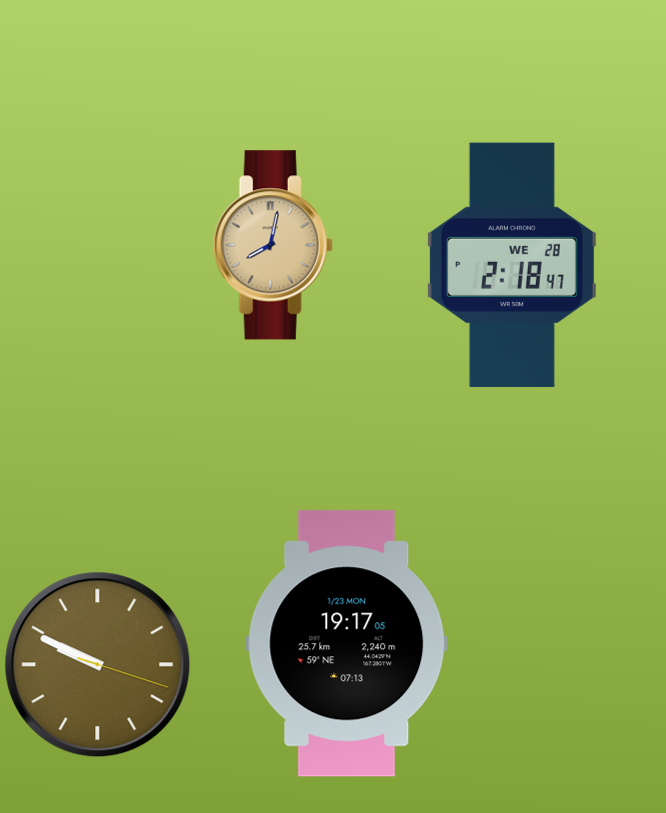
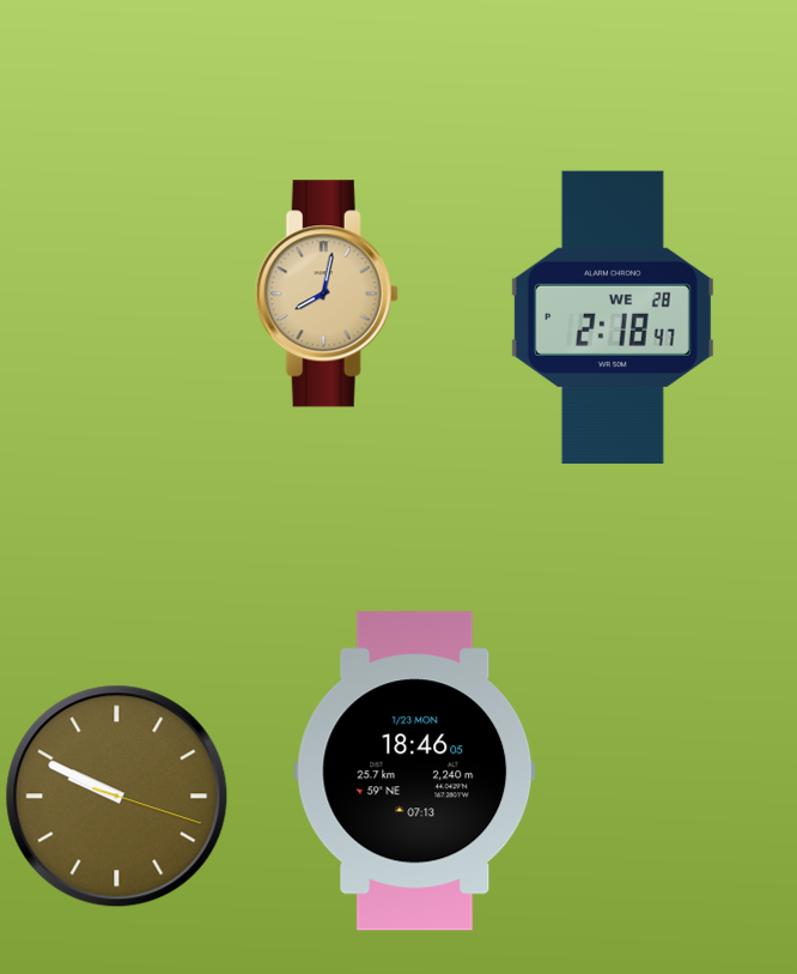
clock at (347, 644): 19:17 -> 18:46
